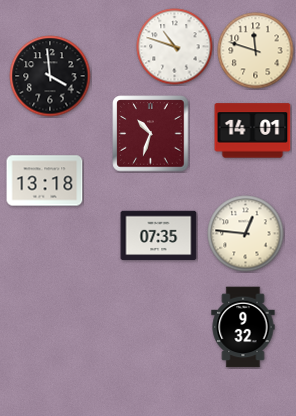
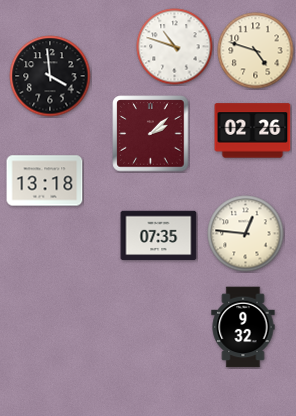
clock at (256, 51): 11:48 -> 4:48
clock at (253, 131): 14:01 -> 02:26
clock at (151, 134): 10:33 -> 2:08
